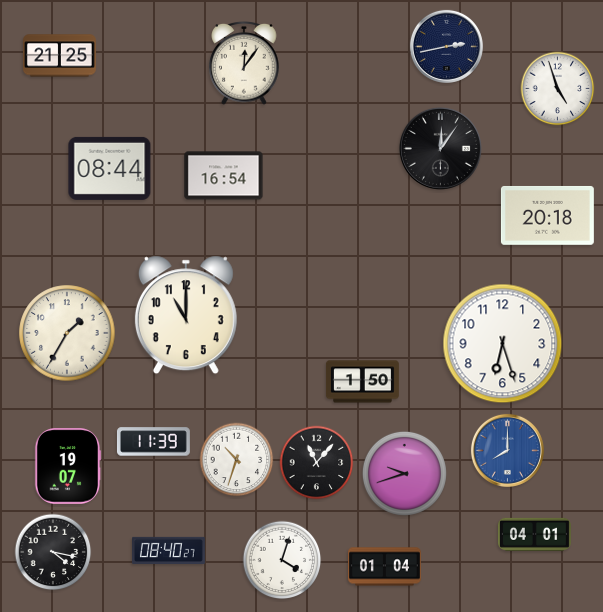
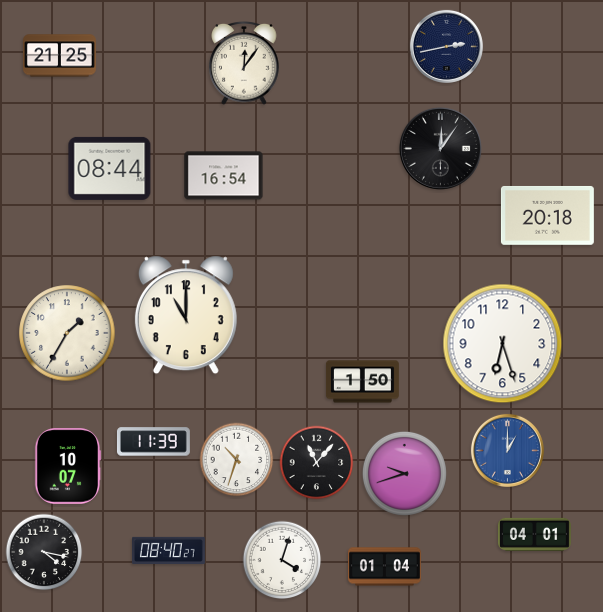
clock at (558, 89): 4:57 -> none
clock at (507, 450): 8:00 -> 1:00
clock at (68, 466): 19:07 -> 10:07
clock at (53, 552) position: (53, 552) -> (44, 552)
